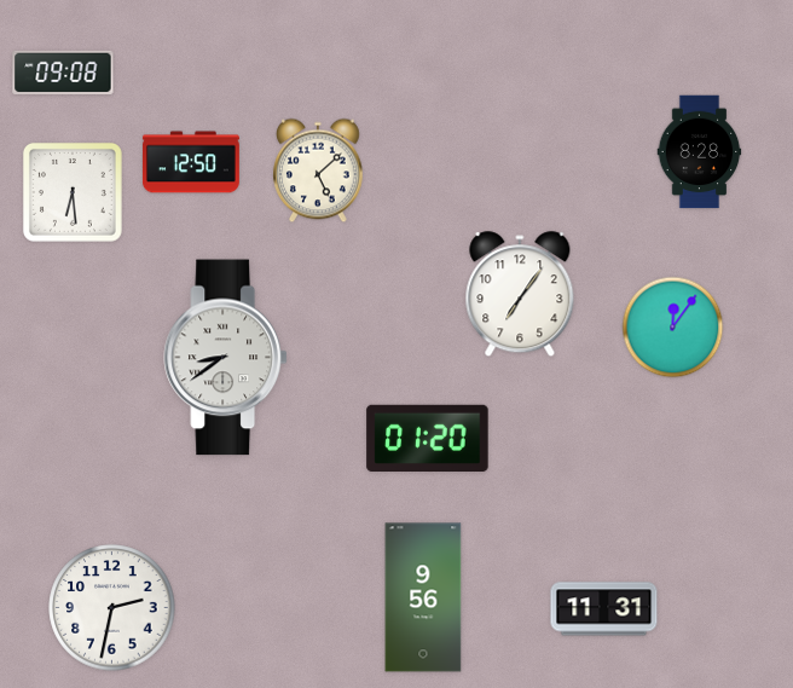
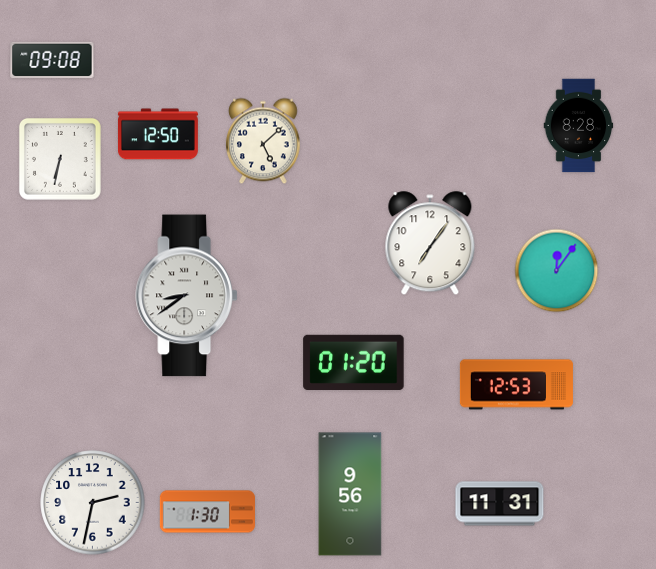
clock at (73, 192): 6:29 -> 6:32
clock at (516, 385): none -> 12:53
clock at (207, 512): none -> 1:30
